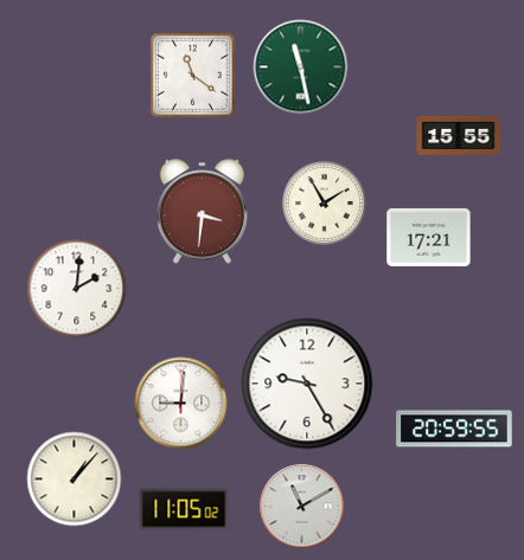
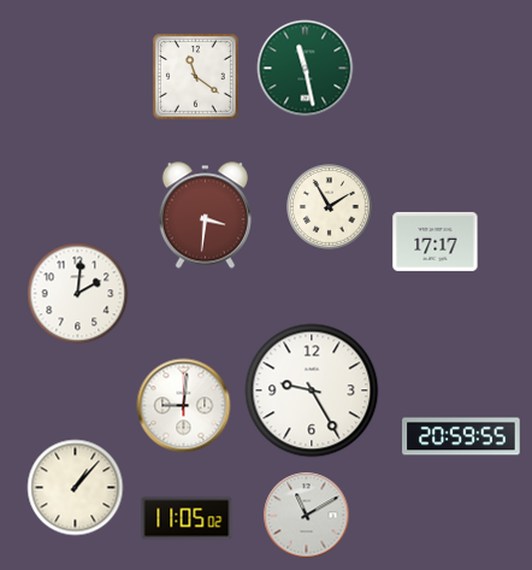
clock at (459, 135): 15:55 -> none
clock at (429, 237): 17:21 -> 17:17
clock at (181, 404) position: (181, 404) -> (184, 406)
